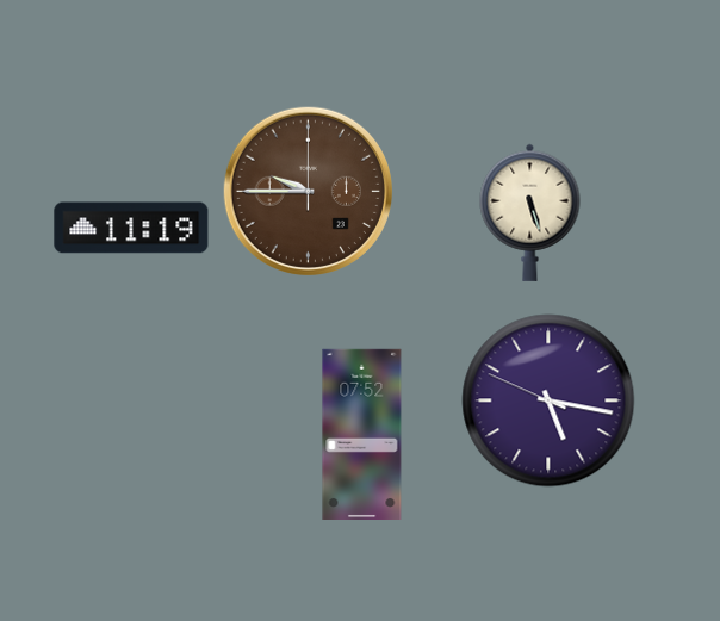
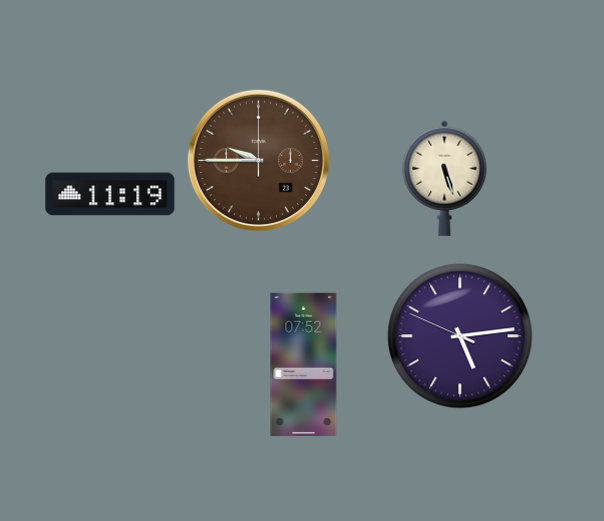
clock at (131, 228) position: (131, 228) -> (110, 194)
clock at (548, 400): 5:16 -> 5:13
